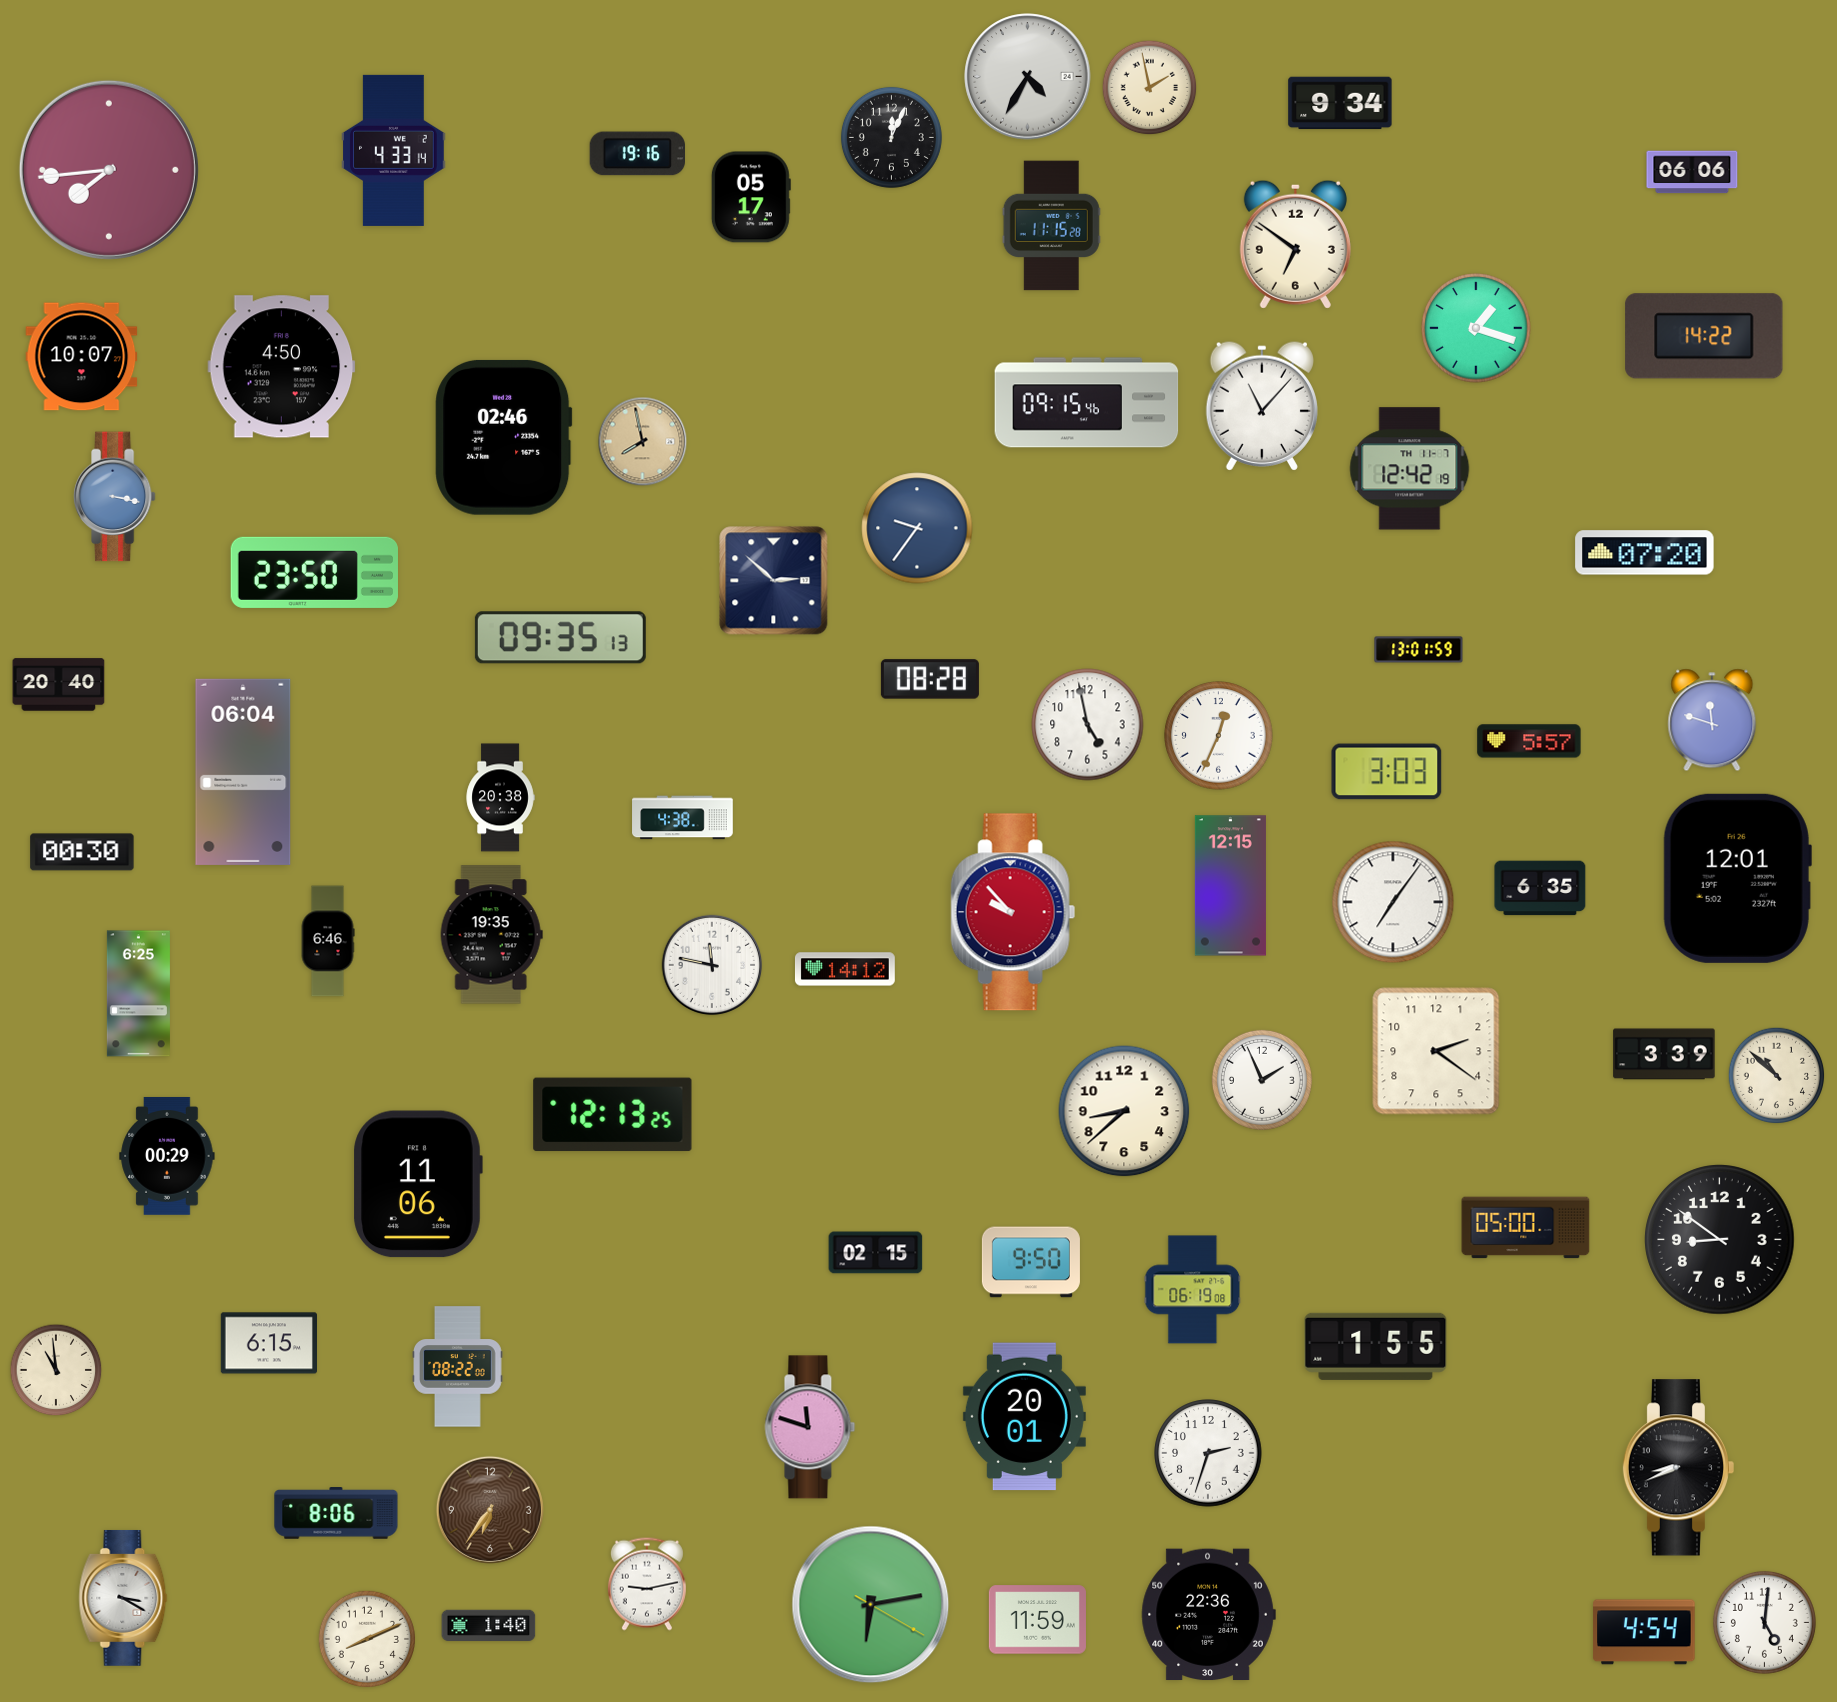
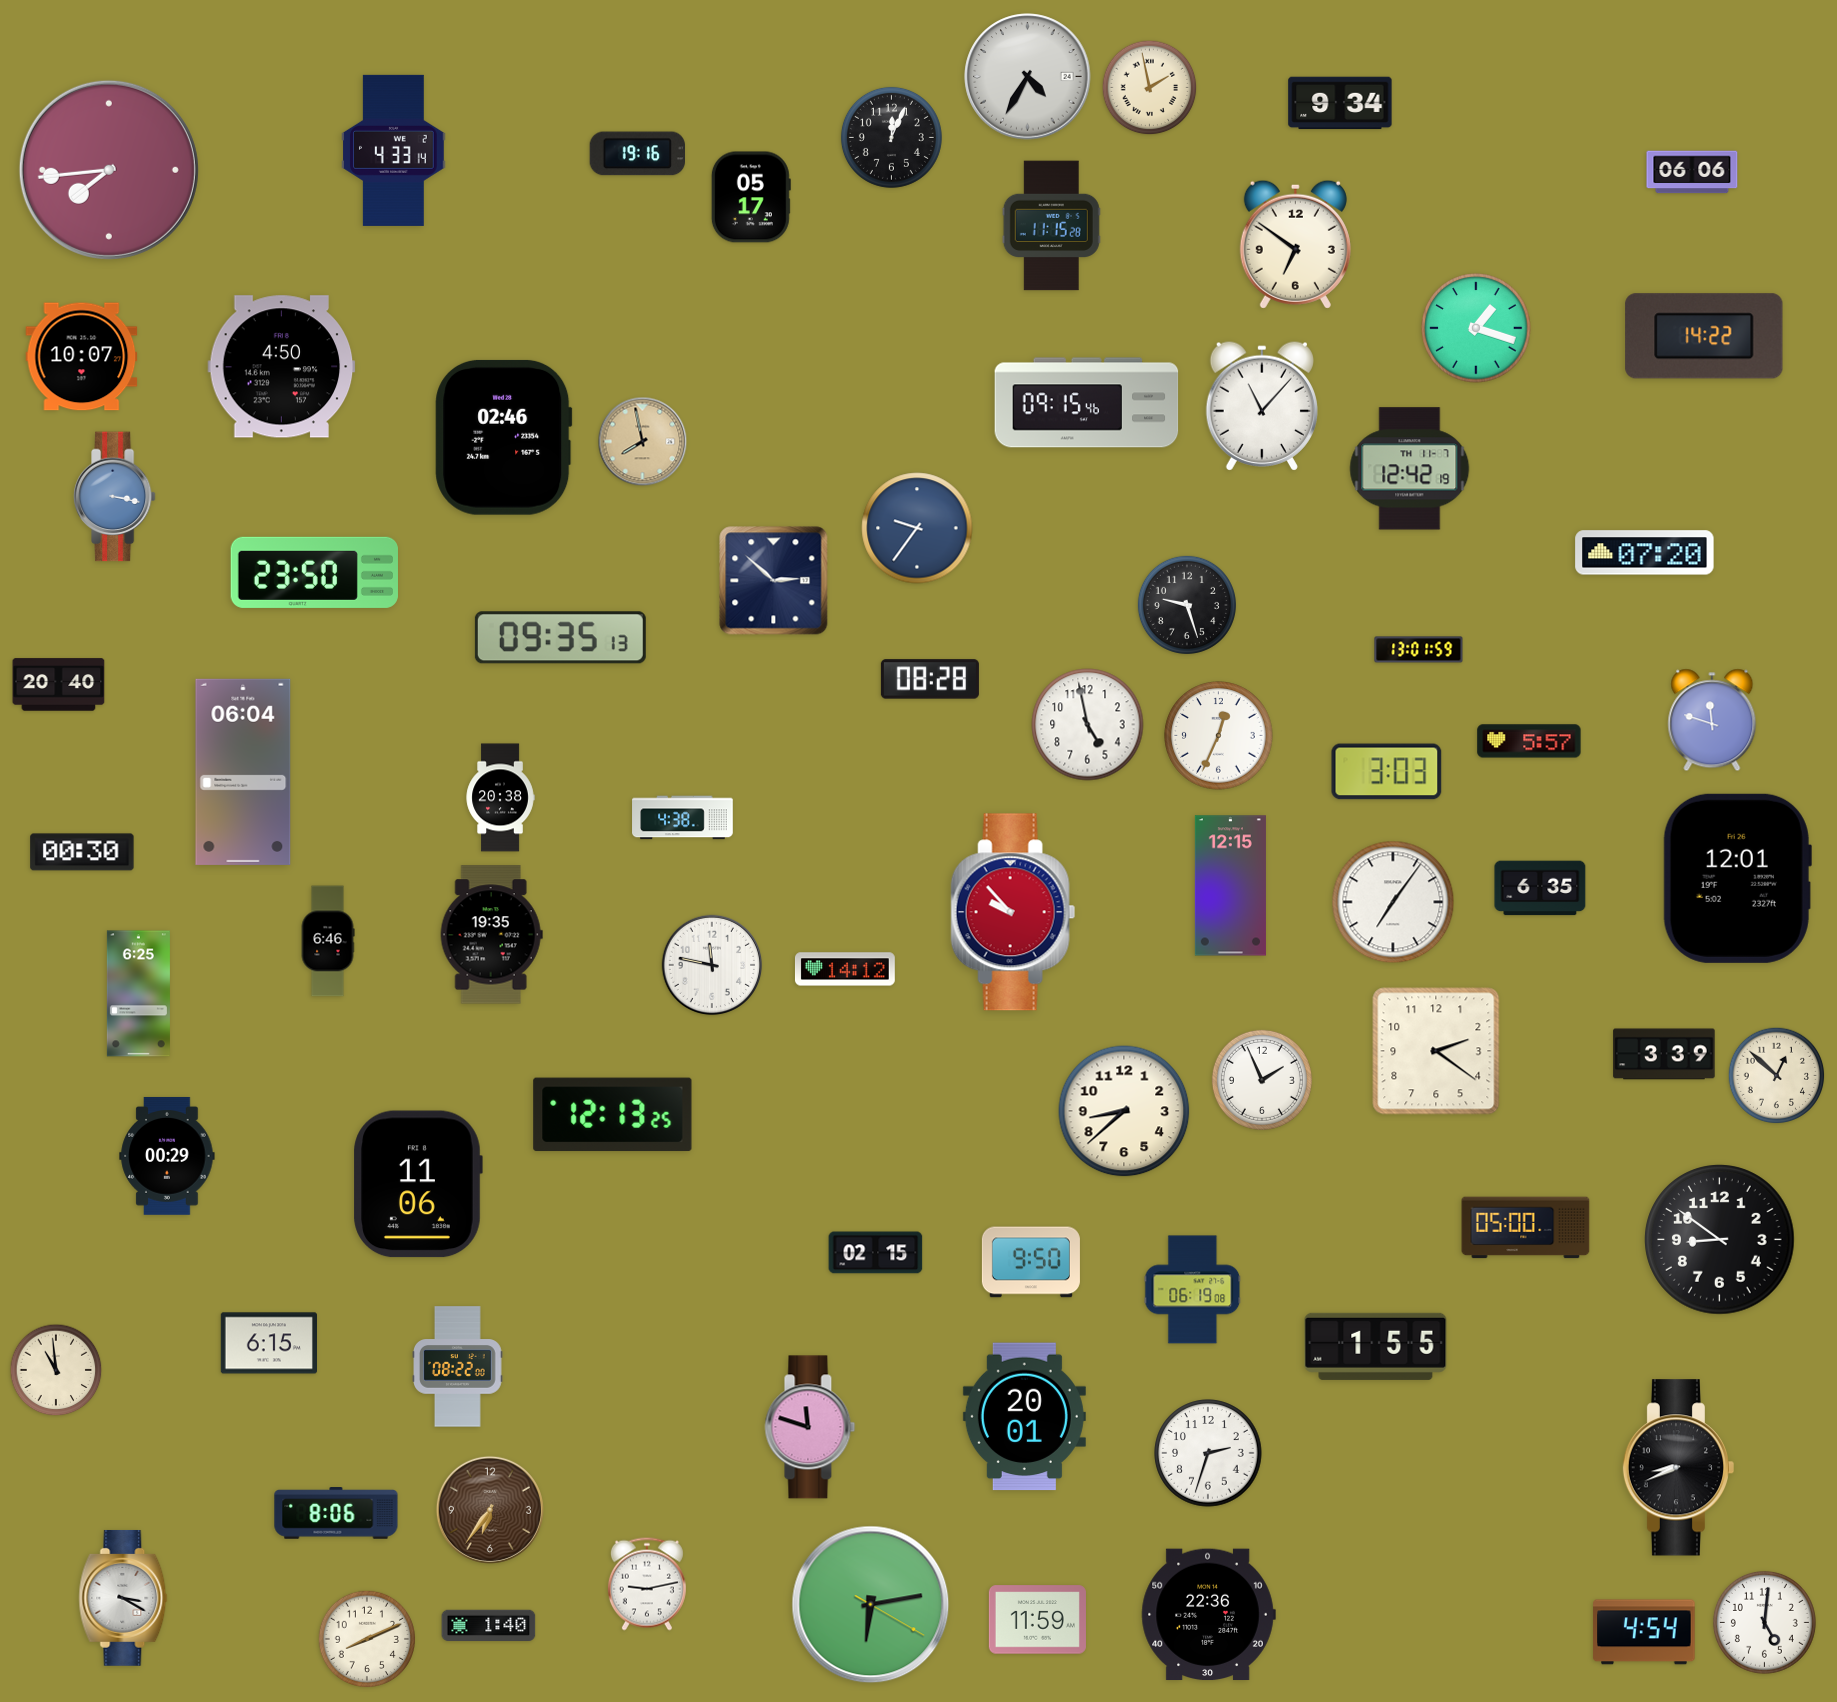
clock at (1187, 605): none -> 9:27
clock at (1777, 1076): 10:52 -> 12:52
